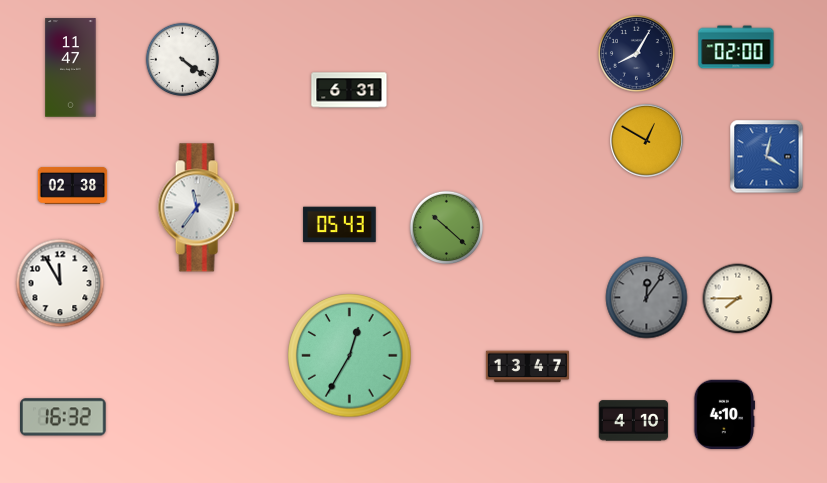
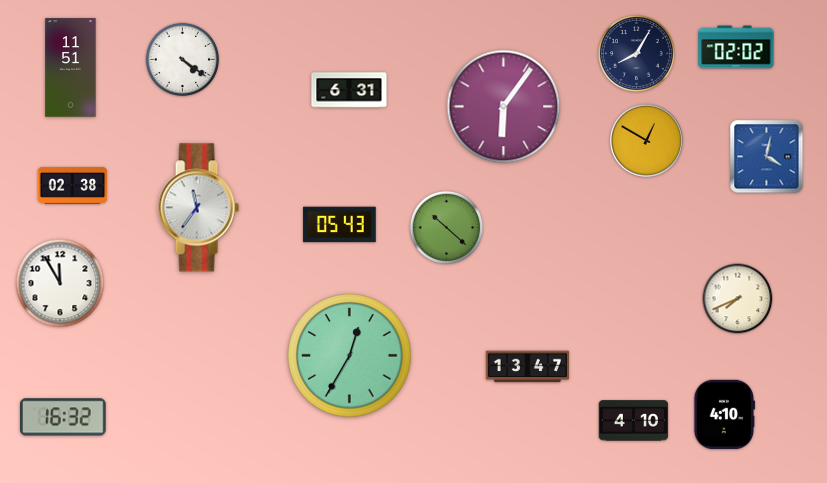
clock at (736, 47): 02:00 -> 02:02
clock at (71, 68): 11:47 -> 11:51
clock at (504, 107): none -> 6:06
clock at (647, 298): 12:06 -> none
clock at (738, 299): 7:45 -> 7:41
